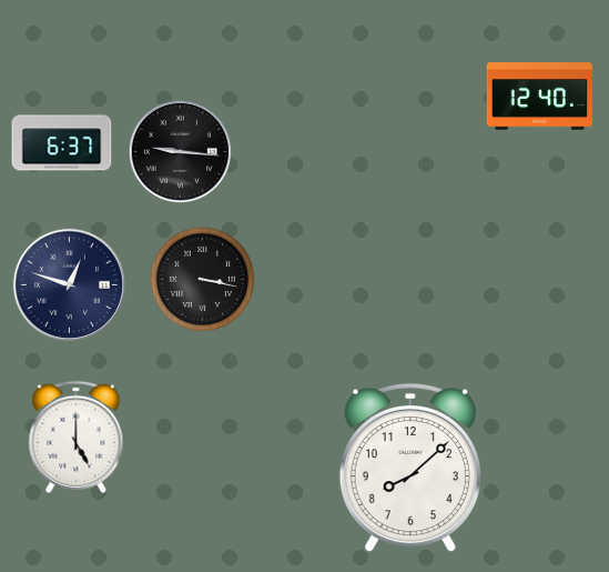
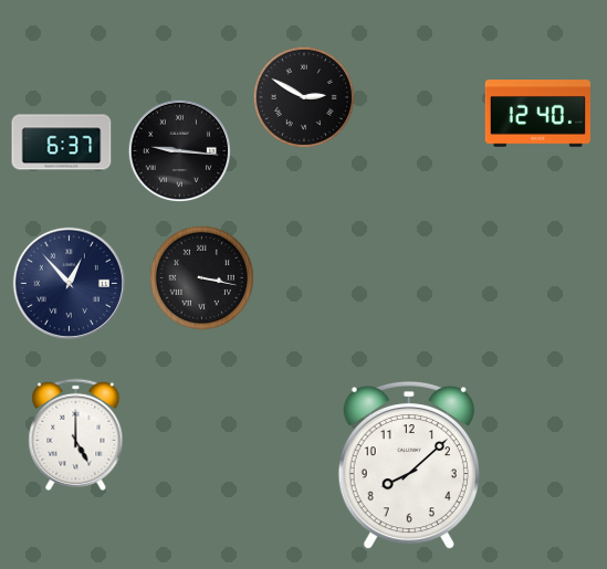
clock at (539, 97) position: (539, 97) -> (537, 114)
clock at (304, 97): none -> 2:50
clock at (69, 284): 12:48 -> 12:53
